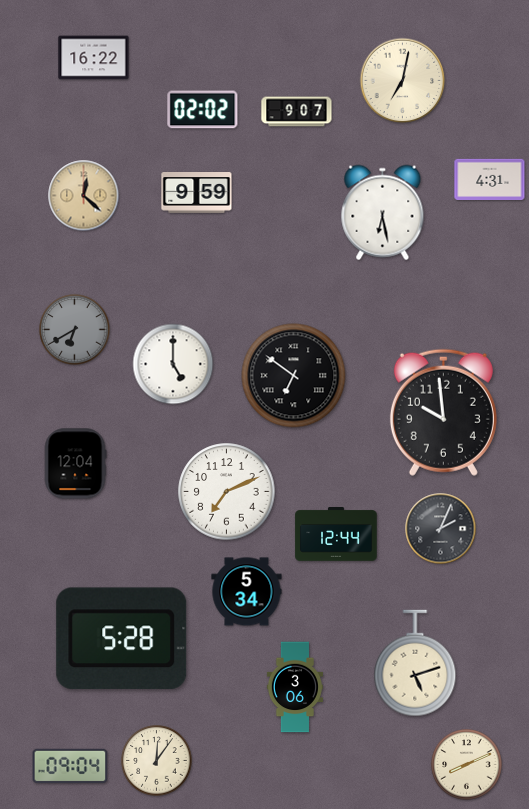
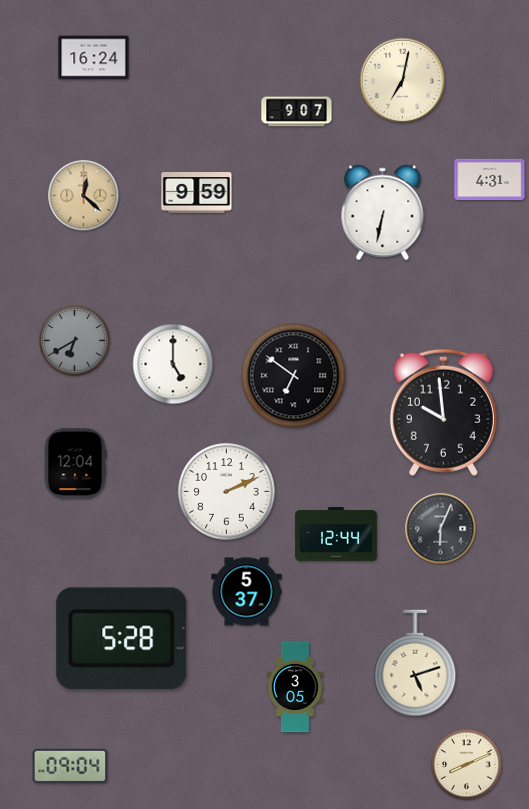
clock at (94, 58): 16:22 -> 16:24
clock at (203, 110): 02:02 -> none
clock at (383, 213): 6:28 -> 6:32
clock at (75, 330) position: (75, 330) -> (75, 341)
clock at (227, 492): 7:11 -> 2:11
clock at (441, 529): 2:04 -> 6:04
clock at (247, 592): 5:34 -> 5:37
clock at (295, 687): 3:06 -> 3:05
clock at (157, 761): 12:06 -> none
